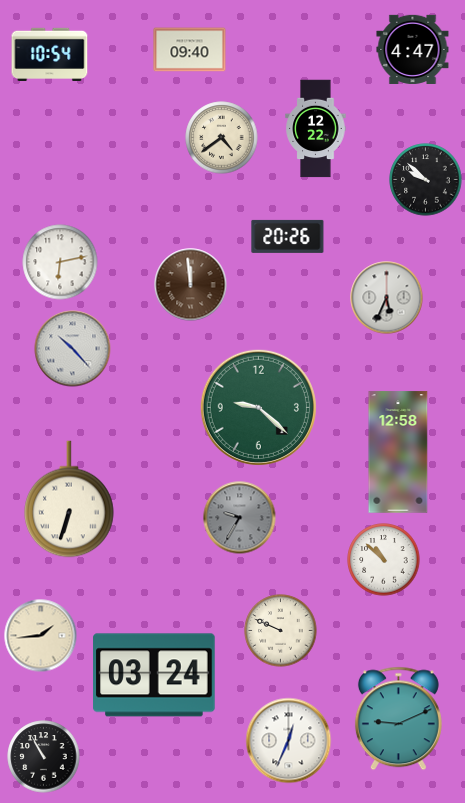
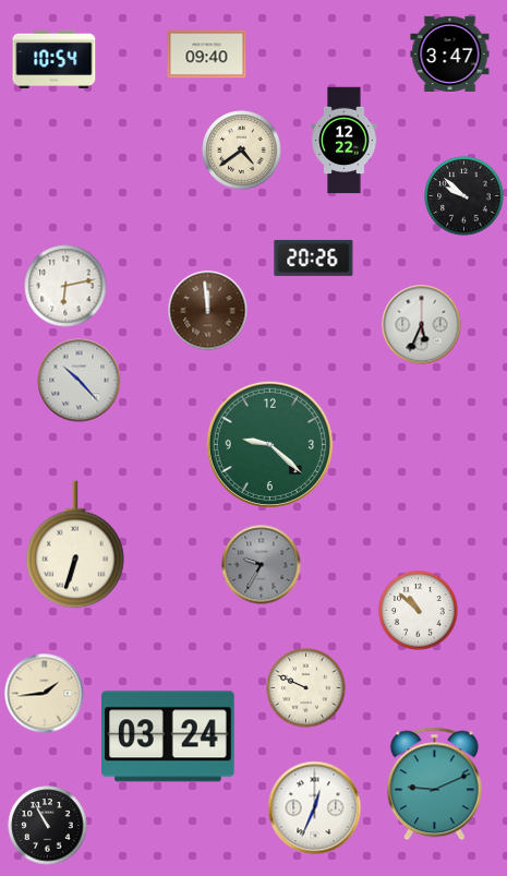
clock at (413, 49): 4:47 -> 3:47
clock at (258, 407) position: (258, 407) -> (269, 444)
clock at (398, 452): 12:58 -> none
